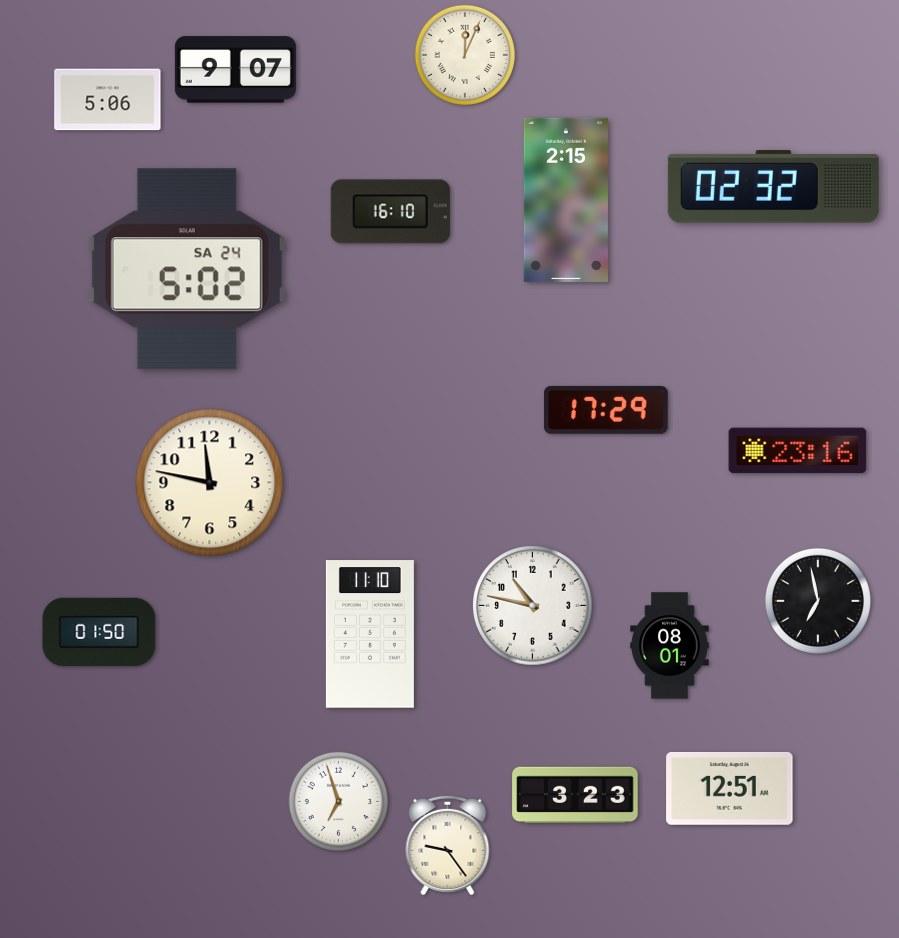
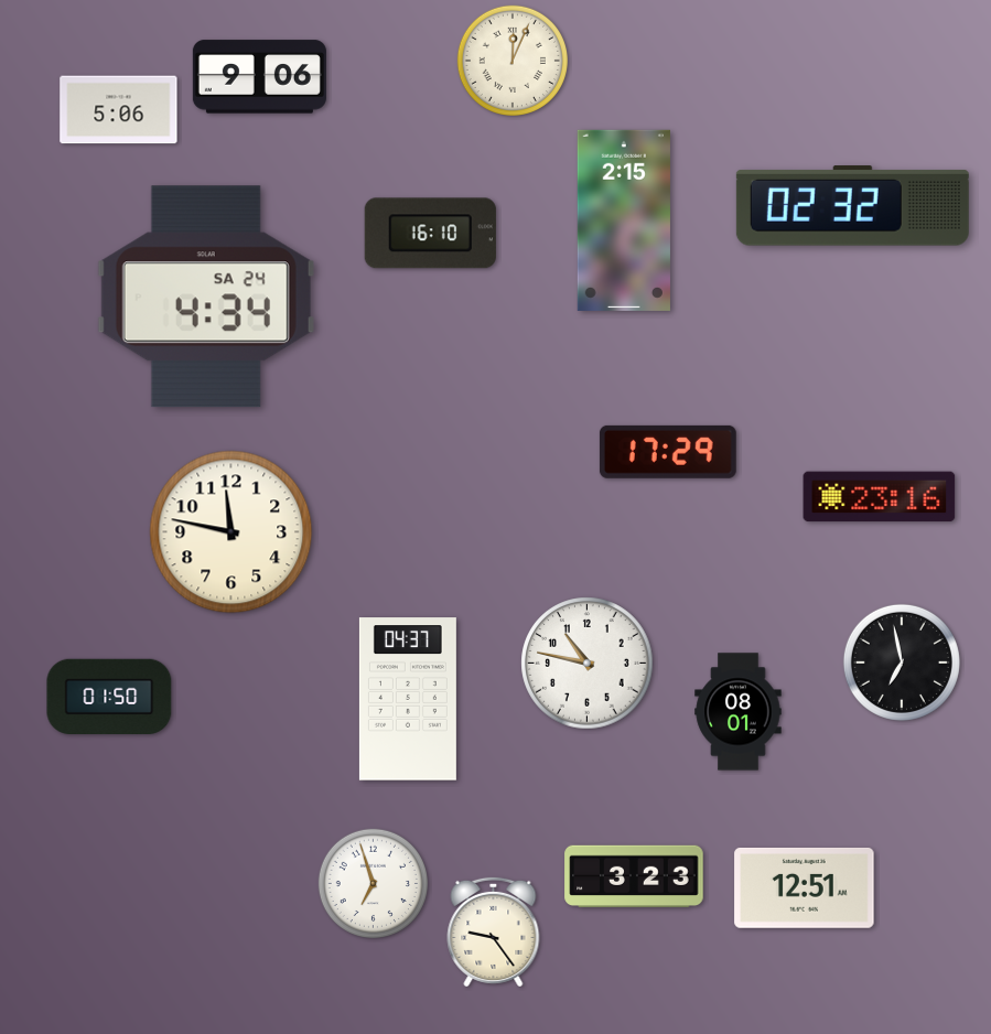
clock at (235, 70): 9:07 -> 9:06
clock at (187, 269): 5:02 -> 4:34
clock at (533, 606) position: (533, 606) -> (588, 664)
clock at (370, 634): 11:10 -> 04:37
clock at (730, 788) position: (730, 788) -> (805, 887)
